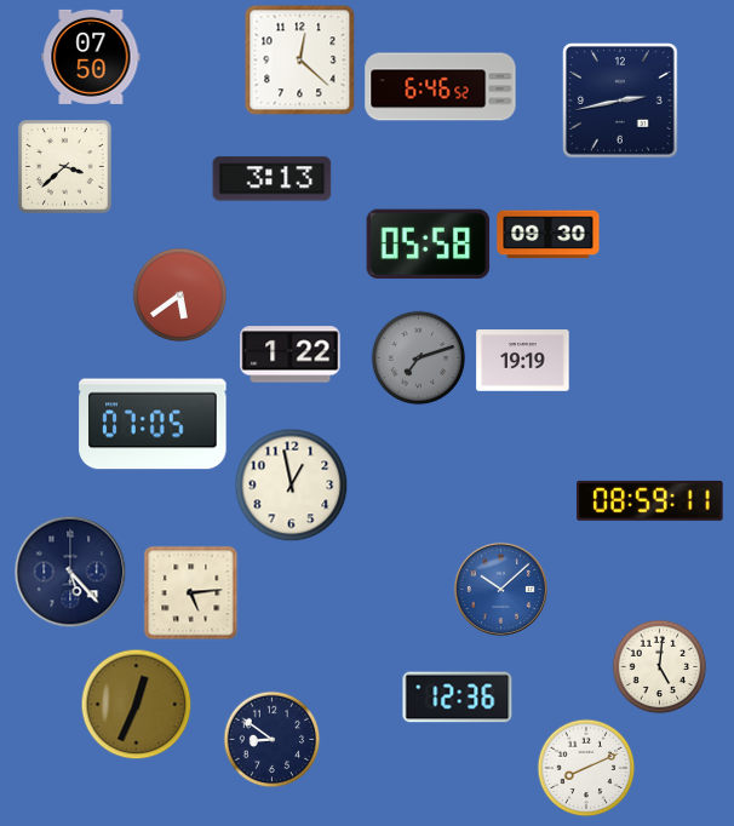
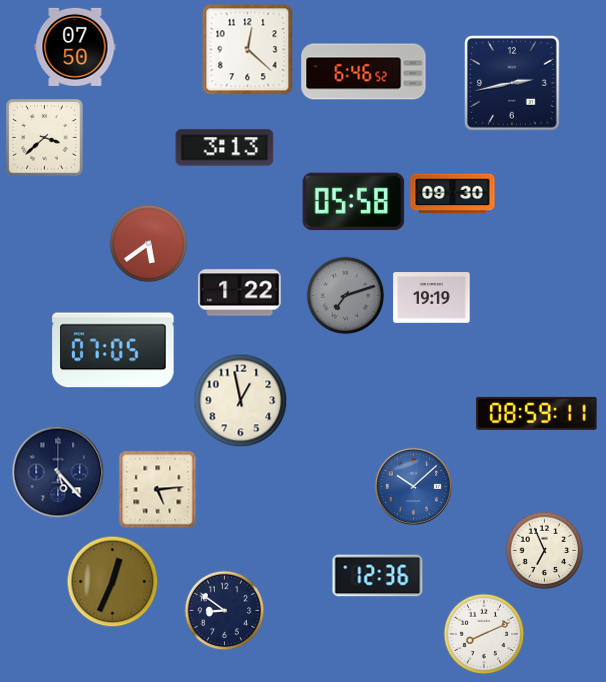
clock at (65, 167) position: (65, 167) -> (45, 138)
clock at (153, 424) position: (153, 424) -> (113, 350)
clock at (659, 666): 5:01 -> 6:56
